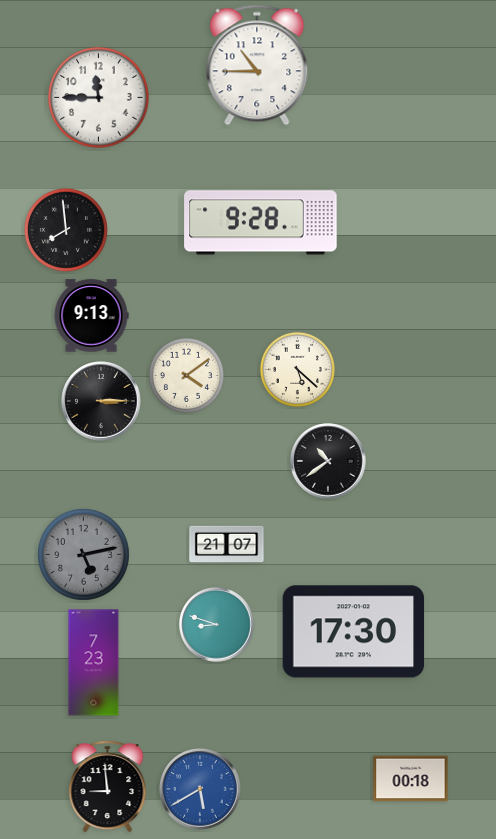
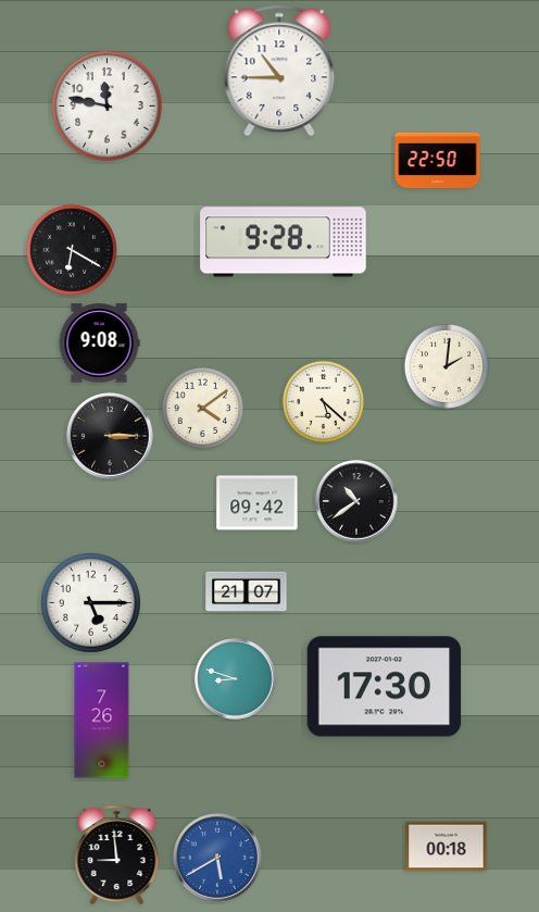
clock at (99, 98): 11:45 -> 11:47
clock at (438, 160): none -> 22:50
clock at (66, 230): 7:59 -> 6:20
clock at (91, 316): 9:13 -> 9:08
clock at (447, 366): none -> 2:01
clock at (258, 503): none -> 09:42
clock at (83, 554): 5:13 -> 5:15
clock at (83, 554) dial: grey -> white
clock at (94, 663): 7:23 -> 7:26
